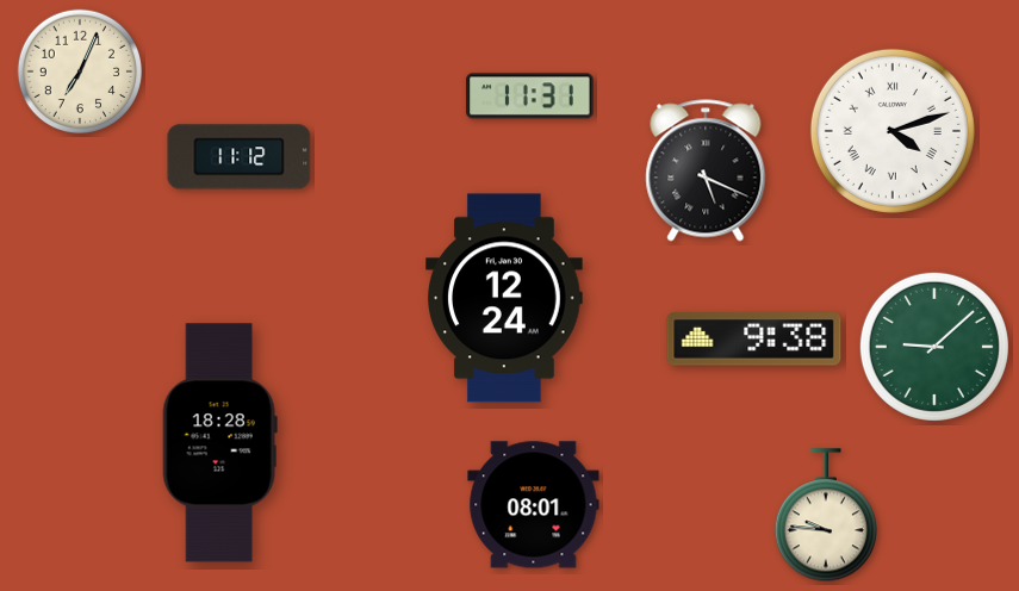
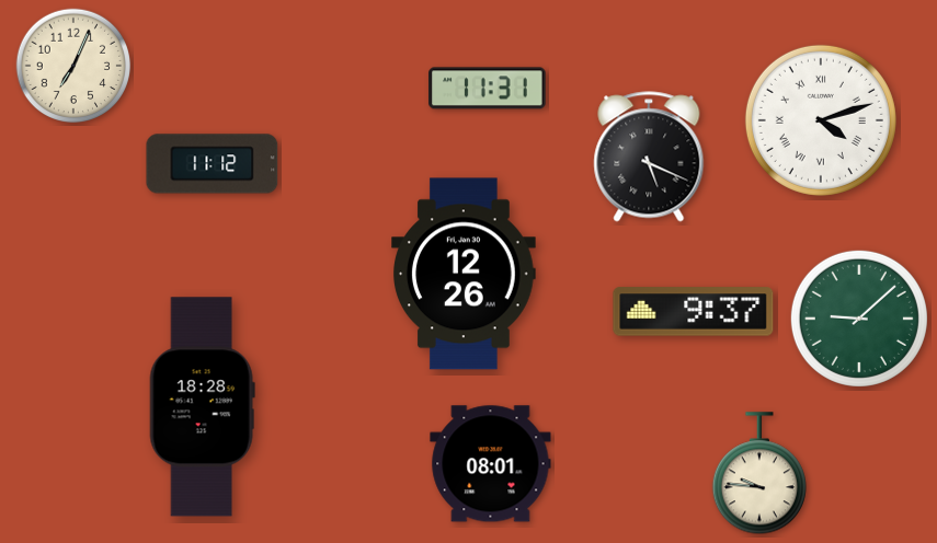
clock at (240, 157) position: (240, 157) -> (213, 164)
clock at (505, 298): 12:24 -> 12:26
clock at (754, 340): 9:38 -> 9:37
